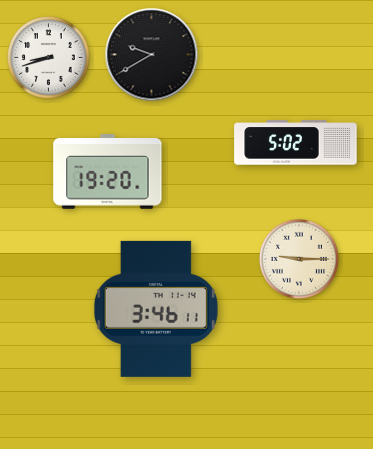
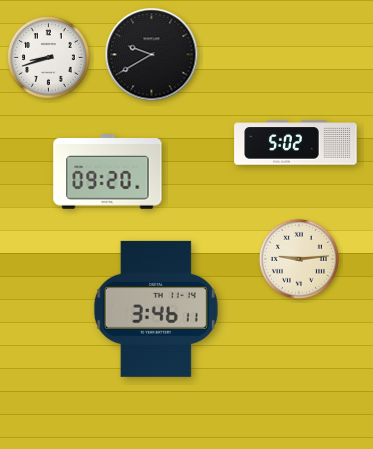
clock at (108, 172): 19:20 -> 09:20
clock at (299, 259): 9:15 -> 9:14
